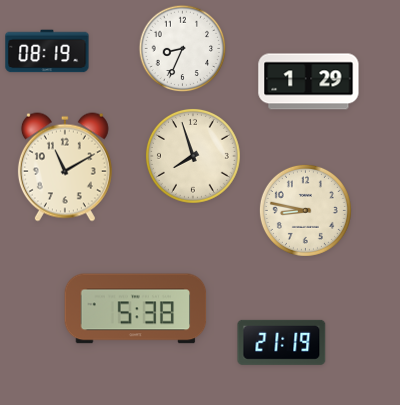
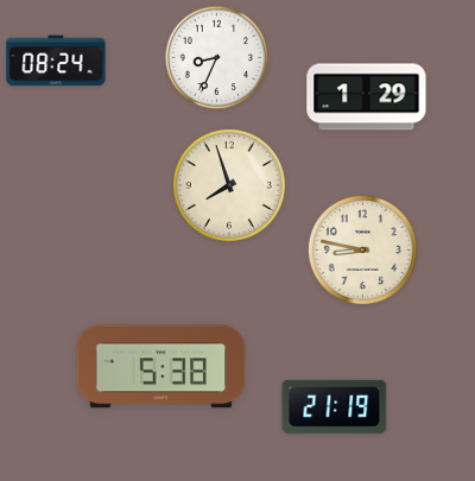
clock at (47, 51): 08:19 -> 08:24
clock at (65, 167): 11:10 -> none
